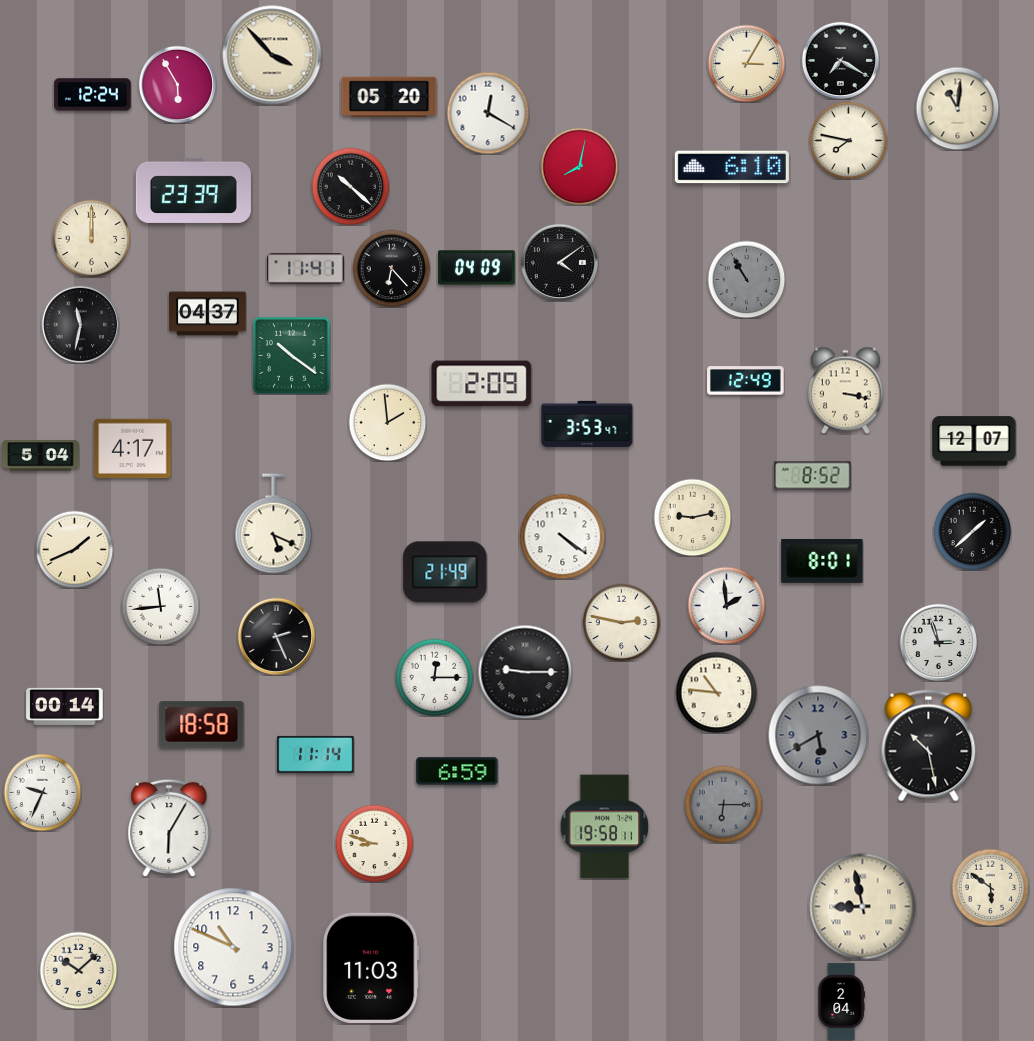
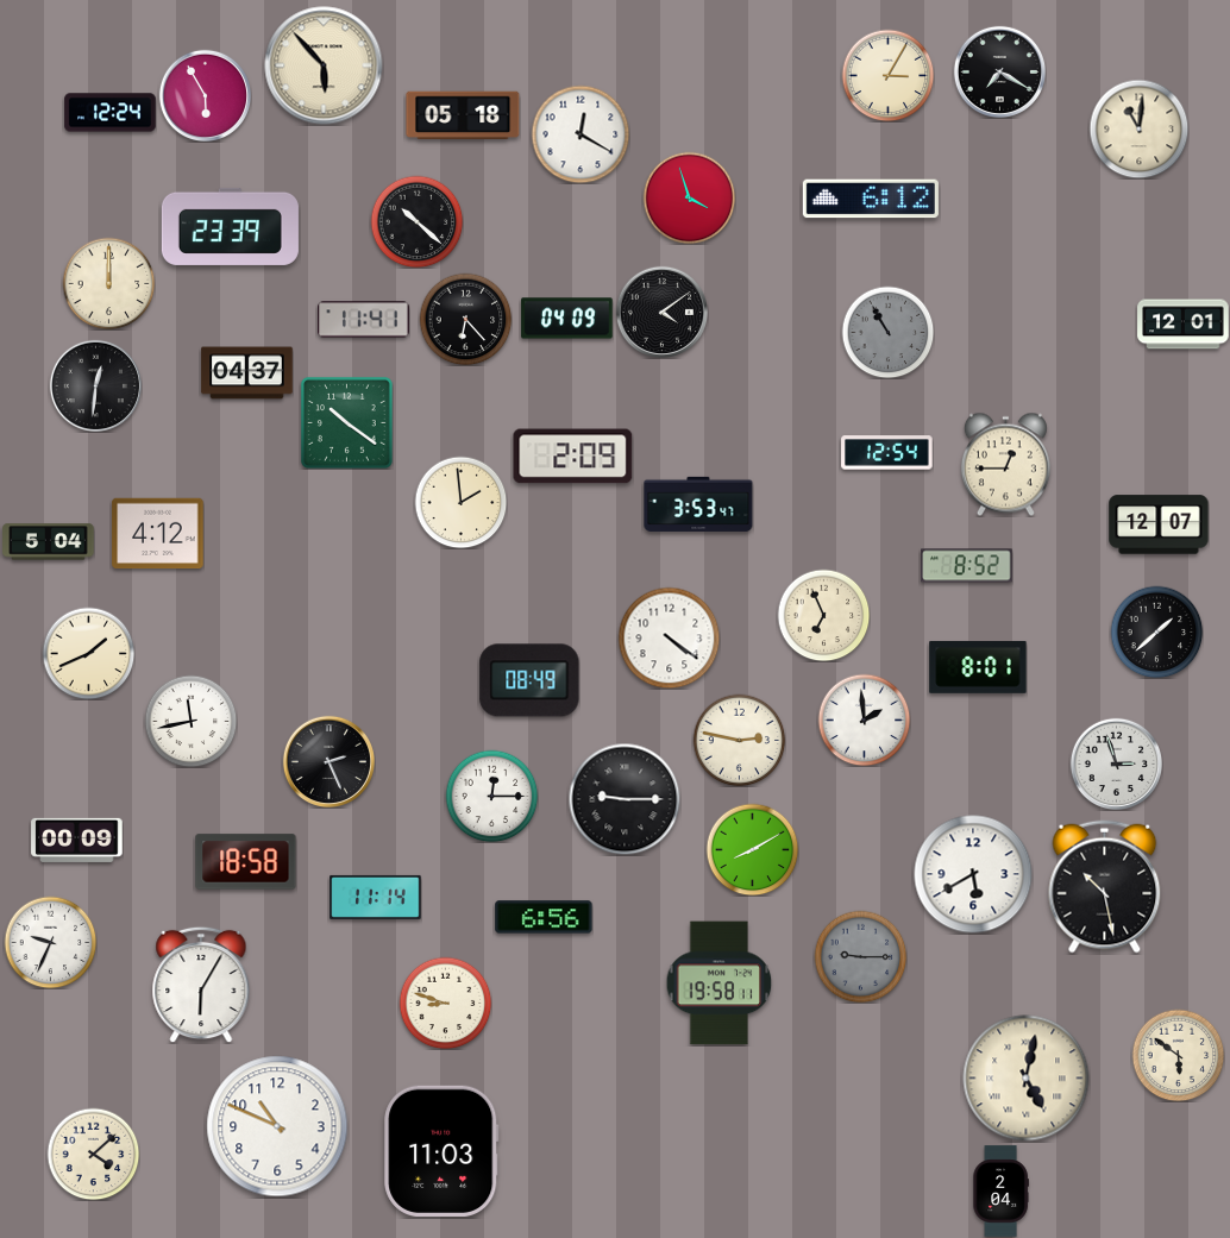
clock at (272, 55): 3:53 -> 5:53
clock at (177, 84) position: (177, 84) -> (205, 95)
clock at (389, 97): 05:20 -> 05:18
clock at (848, 140): 7:47 -> none
clock at (579, 166): 8:02 -> 3:57
clock at (732, 167): 6:10 -> 6:12
clock at (559, 262) position: (559, 262) -> (661, 312)
clock at (1184, 325): none -> 12:01
clock at (80, 324): 11:32 -> 12:31
clock at (746, 381): 12:49 -> 12:54
clock at (845, 390): 3:17 -> 12:45
clock at (133, 449): 4:17 -> 4:12
clock at (692, 517): 9:13 -> 6:56
clock at (274, 524): 5:19 -> none
clock at (445, 572): 21:49 -> 08:49
clock at (160, 606): 11:44 -> 11:43
clock at (276, 636) position: (276, 636) -> (328, 761)
clock at (434, 677) position: (434, 677) -> (491, 796)
clock at (716, 692): 10:46 -> none
clock at (65, 706): 00:14 -> 00:09
clock at (752, 849): none -> 8:10
clock at (202, 725) position: (202, 725) -> (246, 862)
clock at (818, 735) dial: grey -> white
clock at (457, 771): 6:59 -> 6:56
clock at (723, 804): 6:15 -> 9:15
clock at (863, 907): 8:58 -> 5:02
clock at (78, 970): 10:08 -> 4:08
